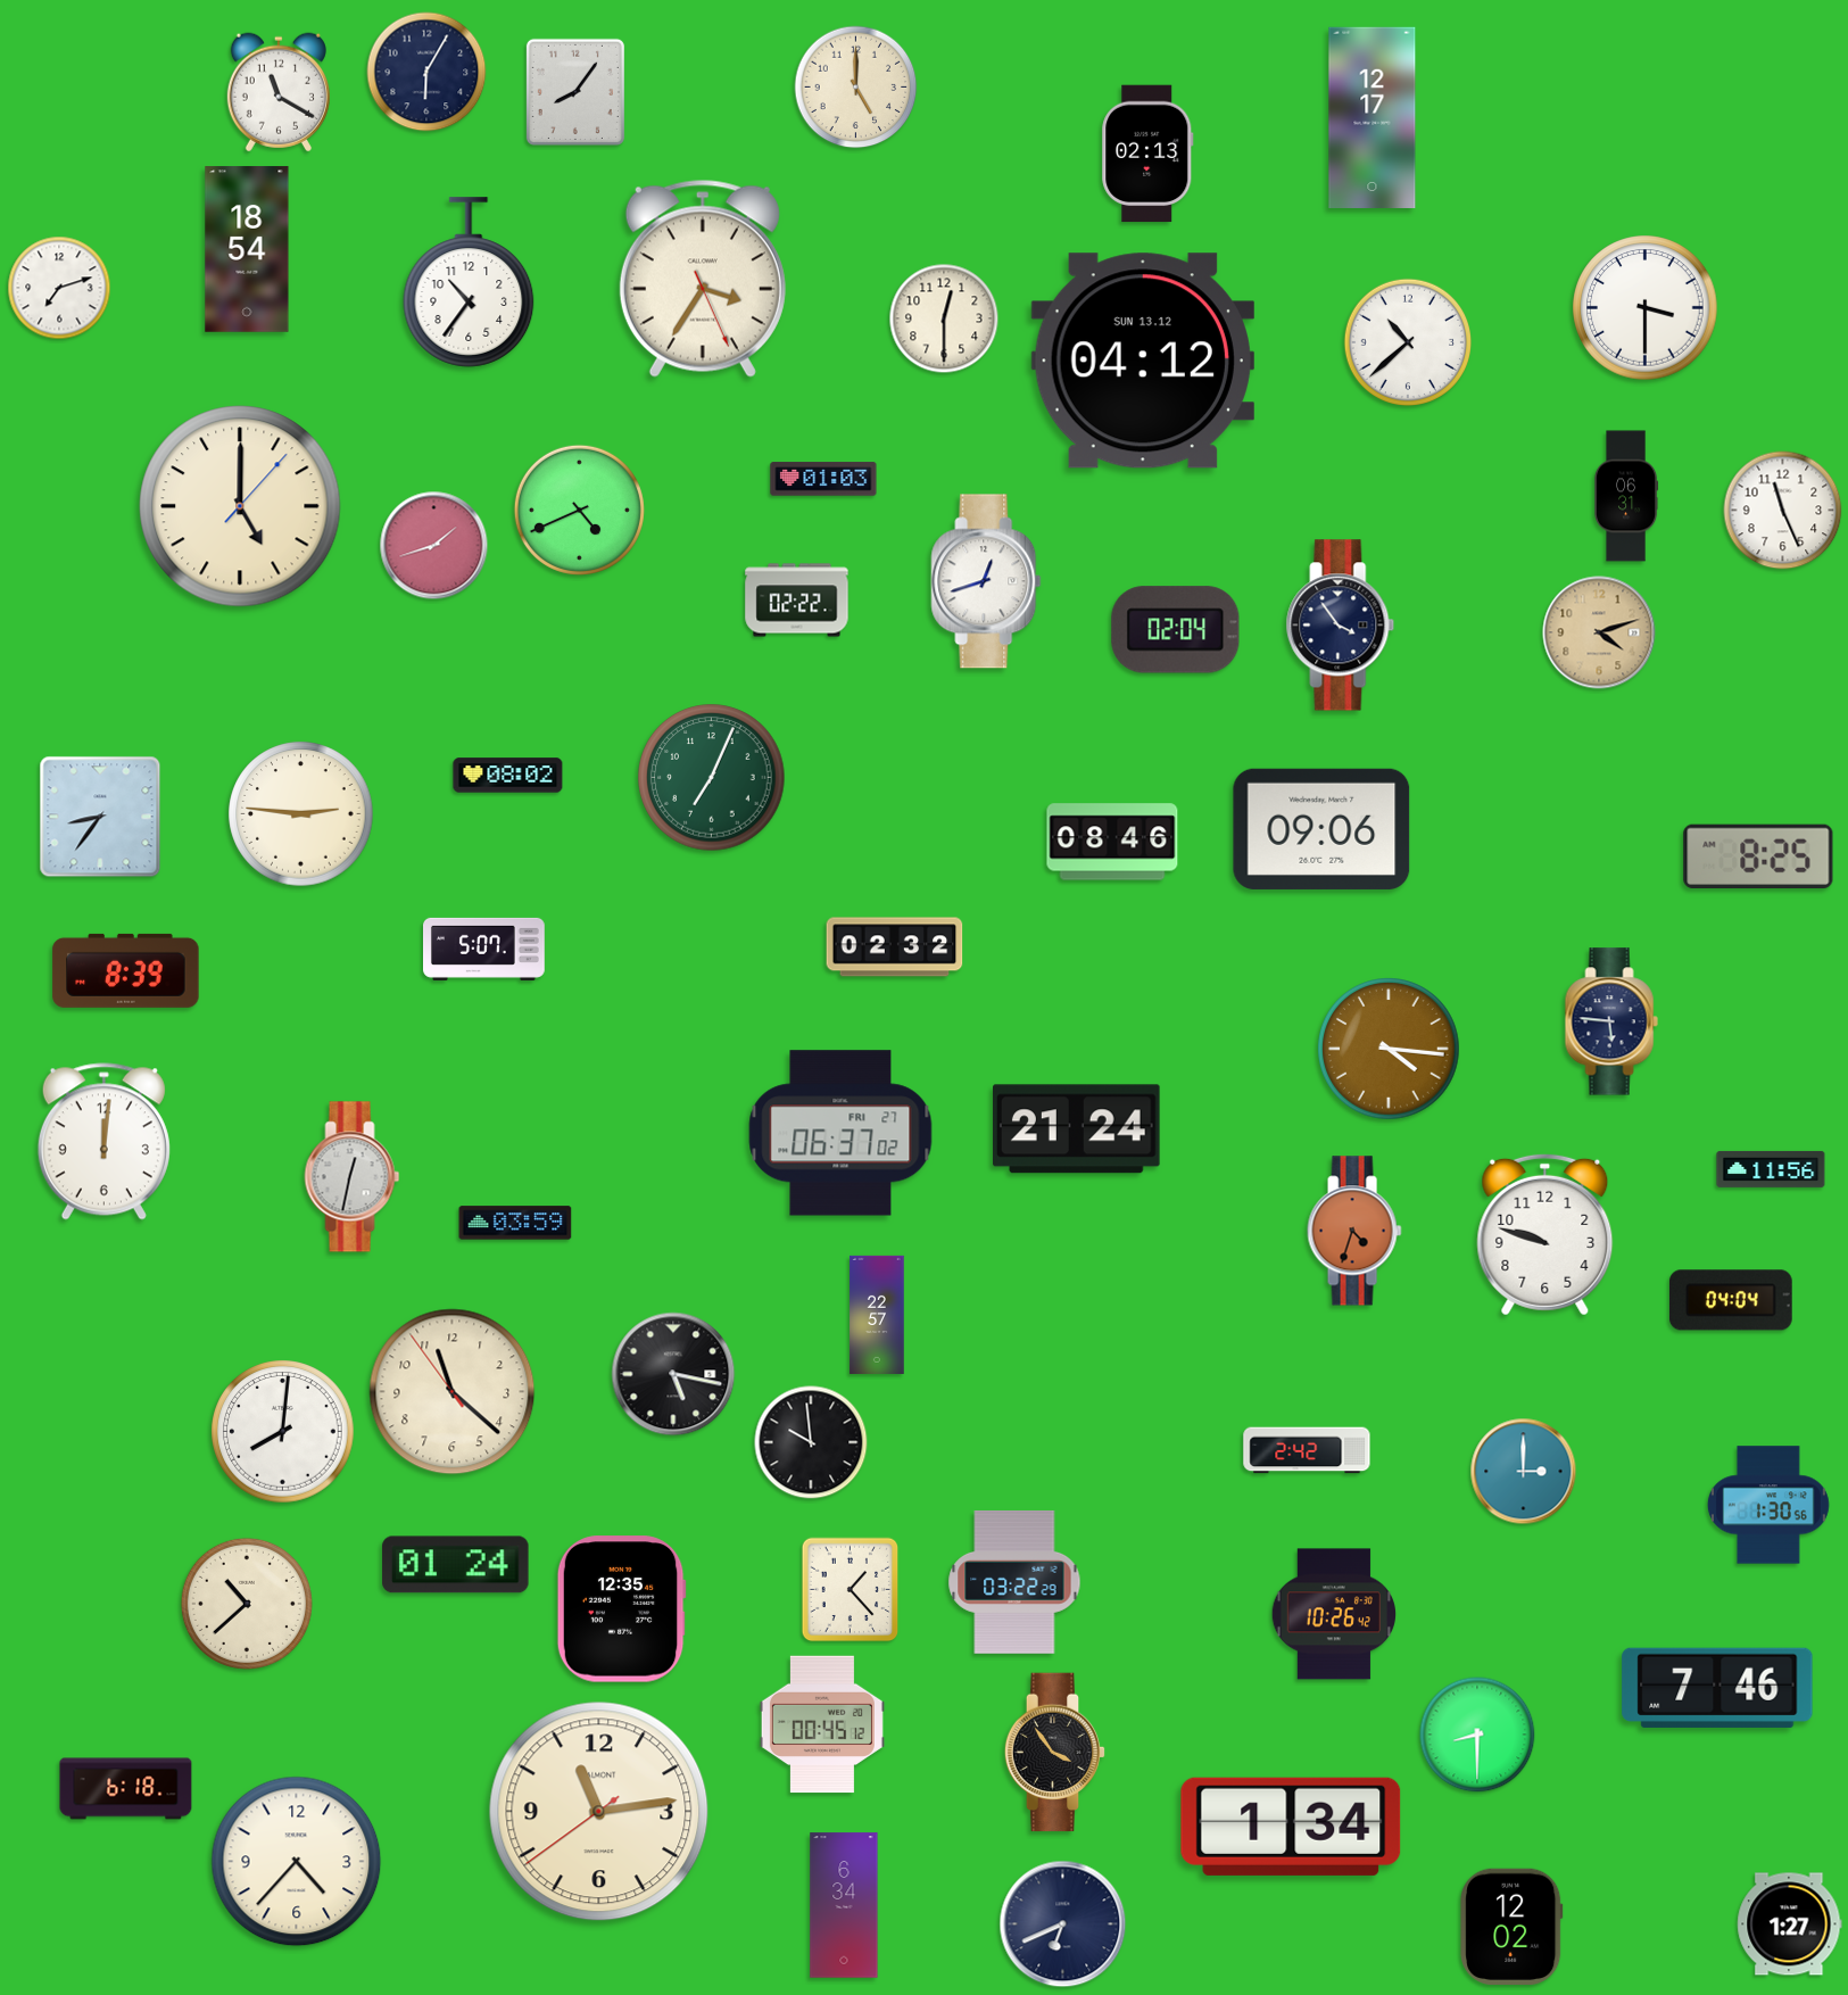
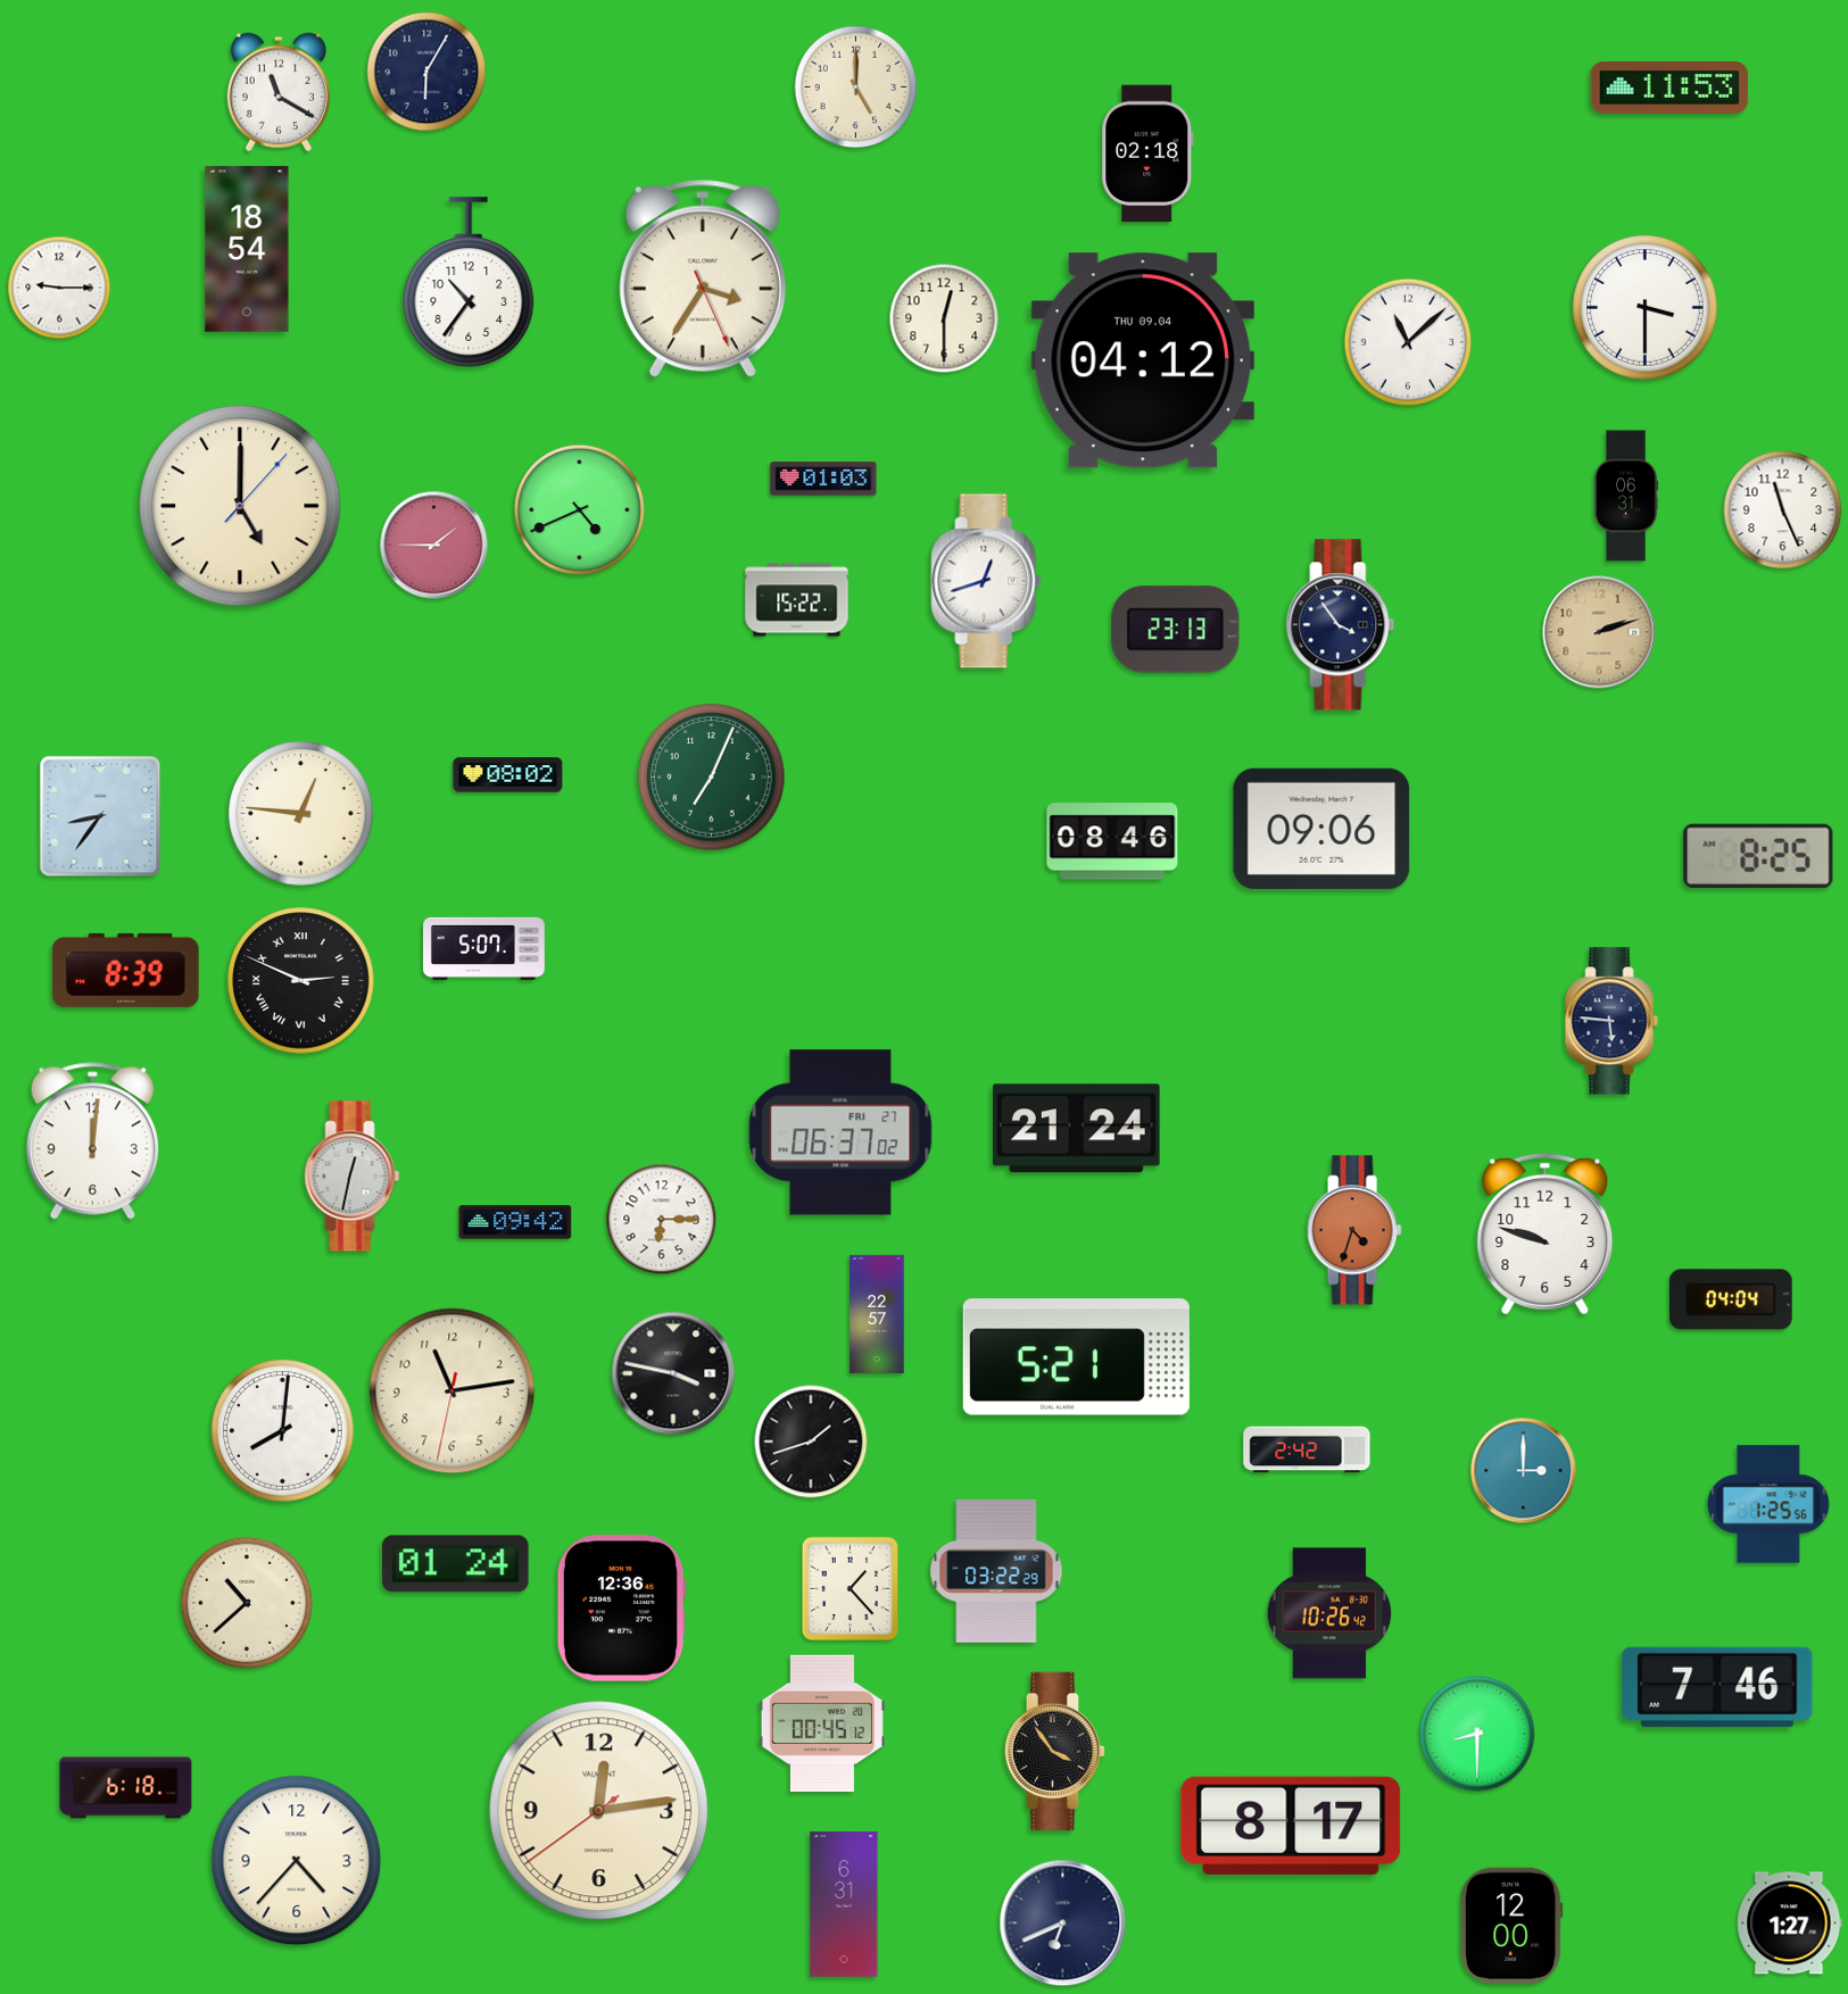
clock at (1669, 89): none -> 11:53
clock at (575, 92): 8:06 -> none
clock at (1373, 117): 12:17 -> none
clock at (1147, 154): 02:13 -> 02:18
clock at (59, 288): 7:12 -> 9:15
clock at (1407, 341): 10:38 -> 11:08
clock at (1143, 361) date: SUN 13.12 -> THU 09.04
clock at (434, 546): 1:42 -> 1:45
clock at (797, 601): 02:22 -> 15:22
clock at (1176, 630): 02:04 -> 23:13
clock at (1599, 632): 4:12 -> 2:12
clock at (301, 814): 2:46 -> 12:46
clock at (895, 947): 02:32 -> none
clock at (301, 981): none -> 2:49
clock at (1389, 1049): 4:16 -> none
clock at (103, 1142) position: (103, 1142) -> (92, 1141)
clock at (1771, 1169): 11:56 -> none
clock at (662, 1220): none -> 6:15
clock at (515, 1223): 03:59 -> 09:42
clock at (1076, 1357): none -> 5:21
clock at (673, 1374): 5:17 -> 3:47
clock at (453, 1392): 11:21 -> 11:13
clock at (811, 1442): 9:59 -> 1:42
clock at (1770, 1505): 1:30 -> 1:25
clock at (1014, 1582) position: (1014, 1582) -> (996, 1571)
clock at (621, 1609): 12:35 -> 12:36
clock at (1333, 1614) position: (1333, 1614) -> (1328, 1613)
clock at (599, 1812): 11:13 -> 12:13
clock at (1291, 1827): 1:34 -> 8:17
clock at (844, 1905): 6:34 -> 6:31
clock at (1511, 1927): 12:02 -> 12:00
